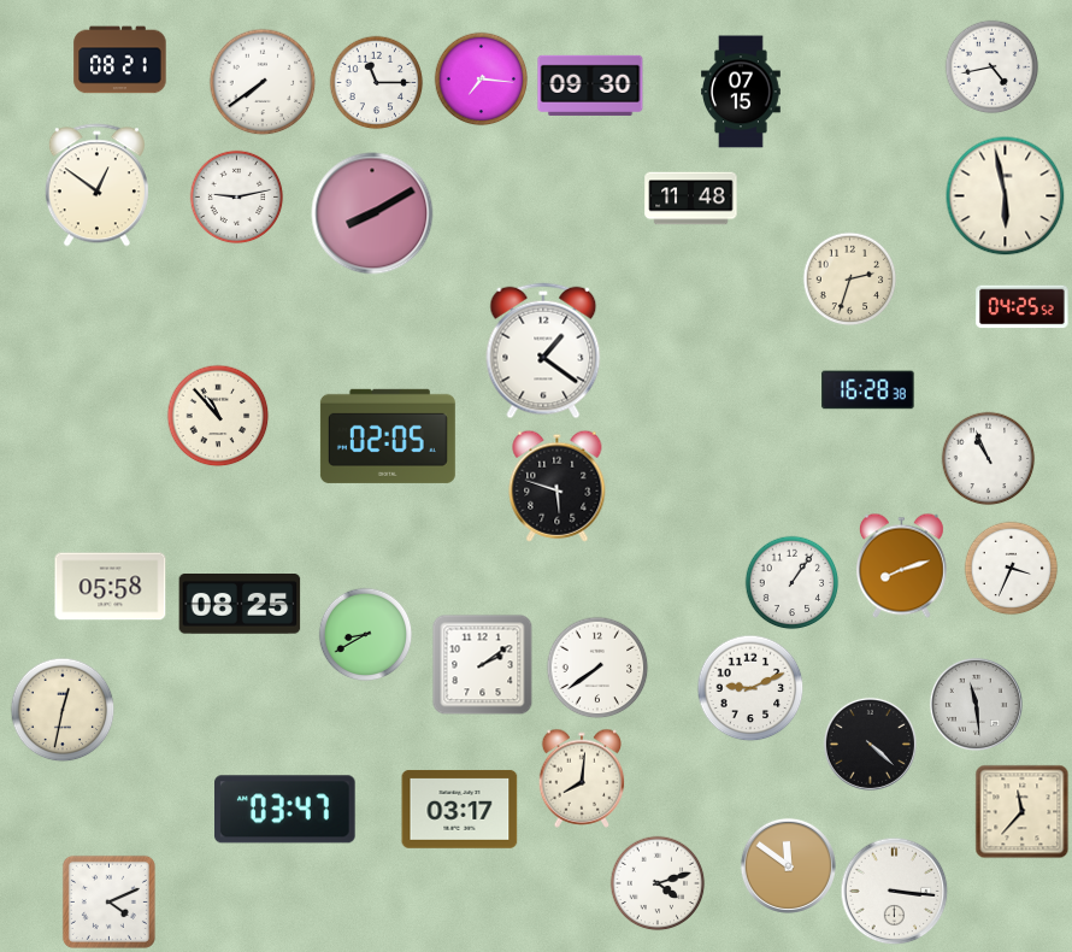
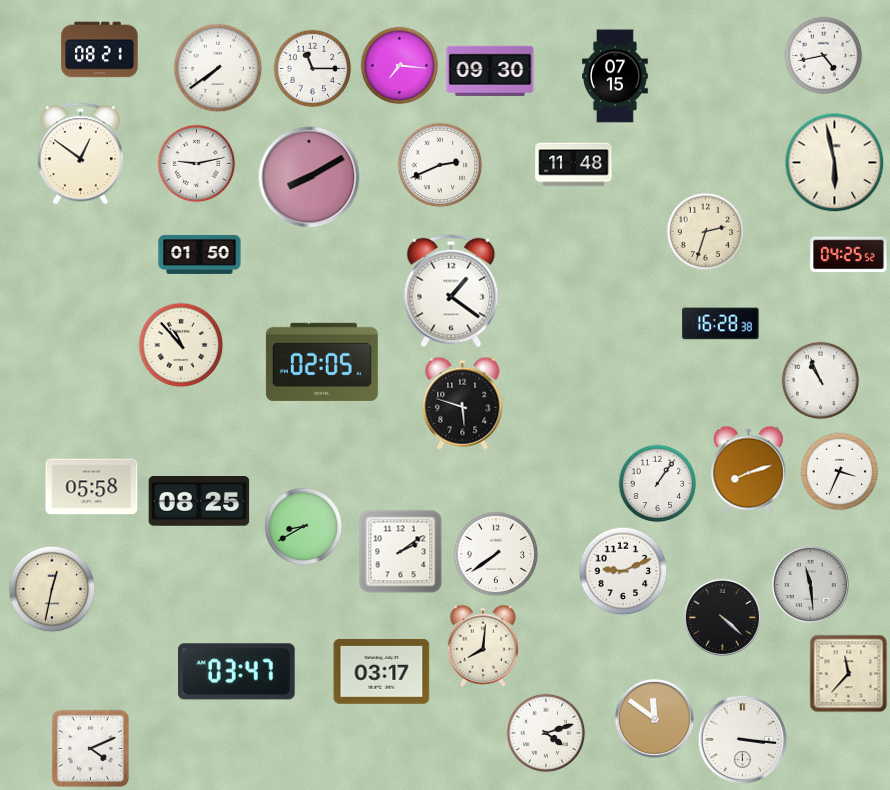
clock at (440, 165): none -> 2:41
clock at (200, 254): none -> 01:50
